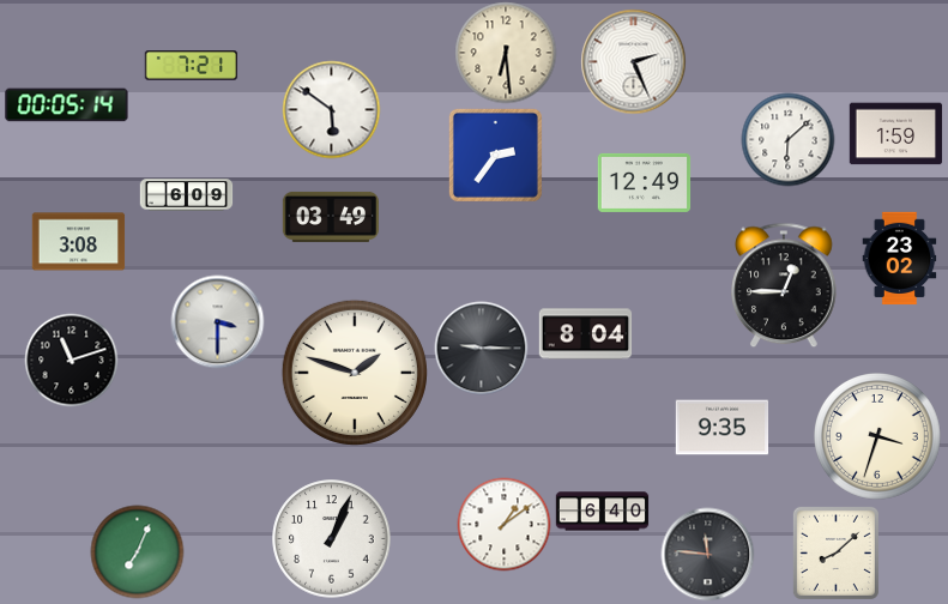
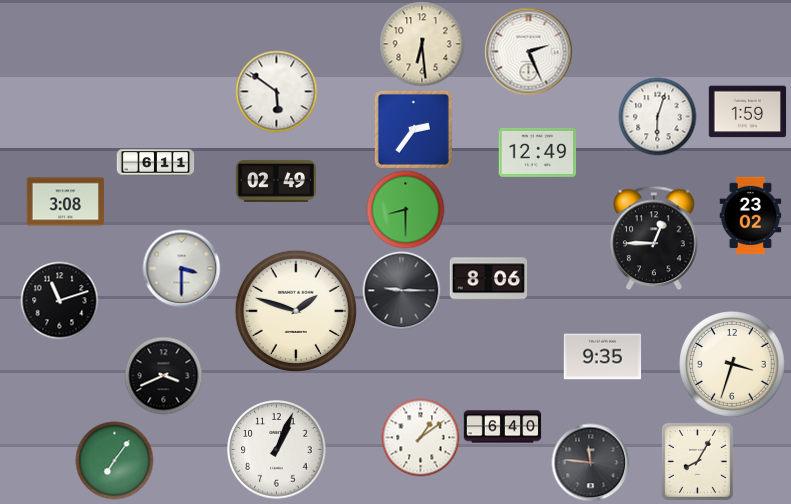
clock at (191, 66): 7:21 -> none
clock at (67, 105): 00:05 -> none
clock at (787, 139): 6:08 -> 6:03
clock at (186, 195): 6:09 -> 6:11
clock at (331, 217): 03:49 -> 02:49
clock at (405, 209): none -> 8:30
clock at (585, 334): 8:04 -> 8:06
clock at (163, 375): none -> 3:41
clock at (137, 551): 7:04 -> 7:06
clock at (835, 552): 8:08 -> 8:05
